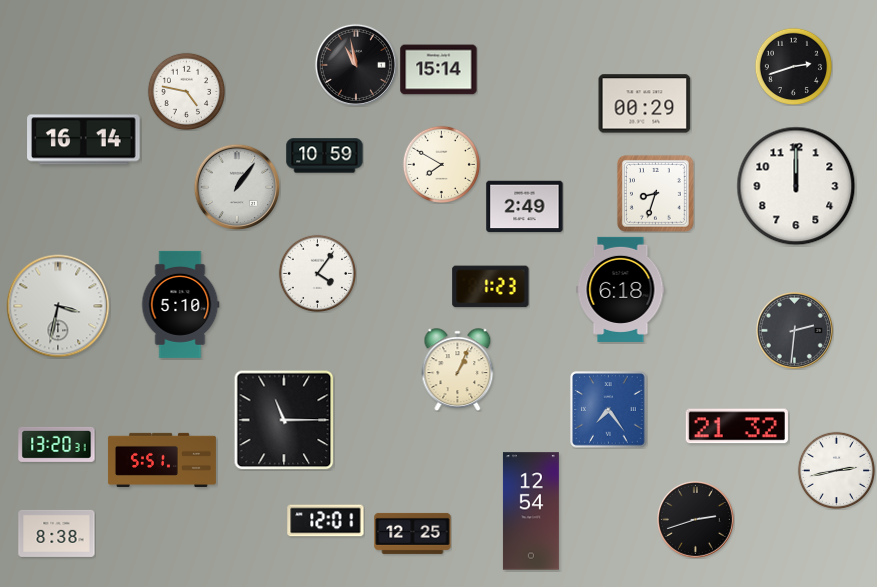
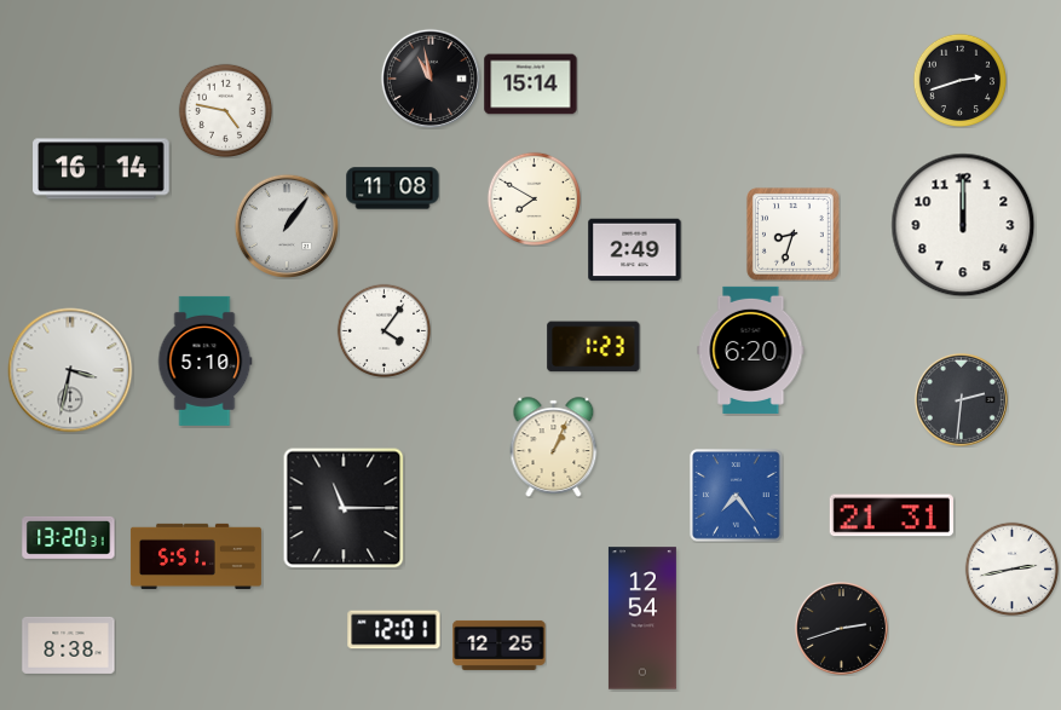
clock at (645, 104): 00:29 -> none
clock at (325, 156): 10:59 -> 11:08
clock at (621, 289): 6:18 -> 6:20
clock at (181, 304) position: (181, 304) -> (206, 360)
clock at (737, 426): 21:32 -> 21:31
